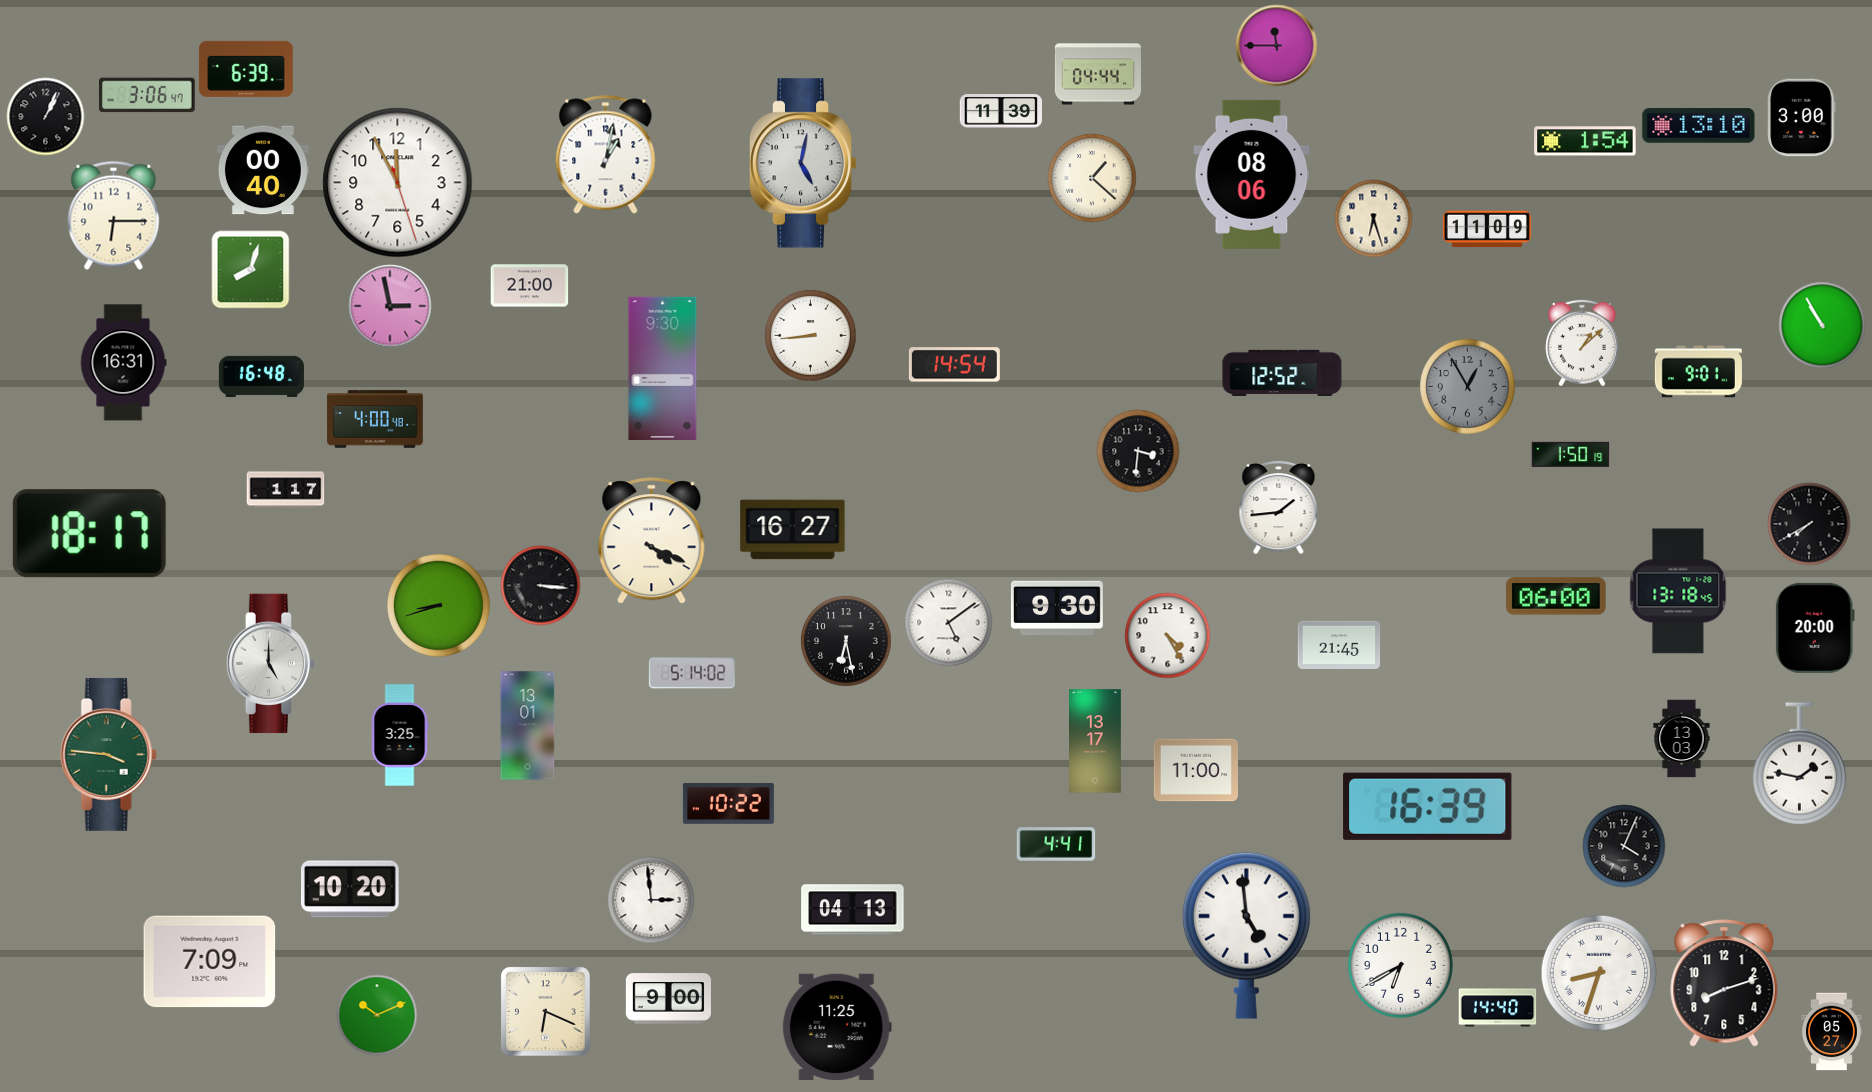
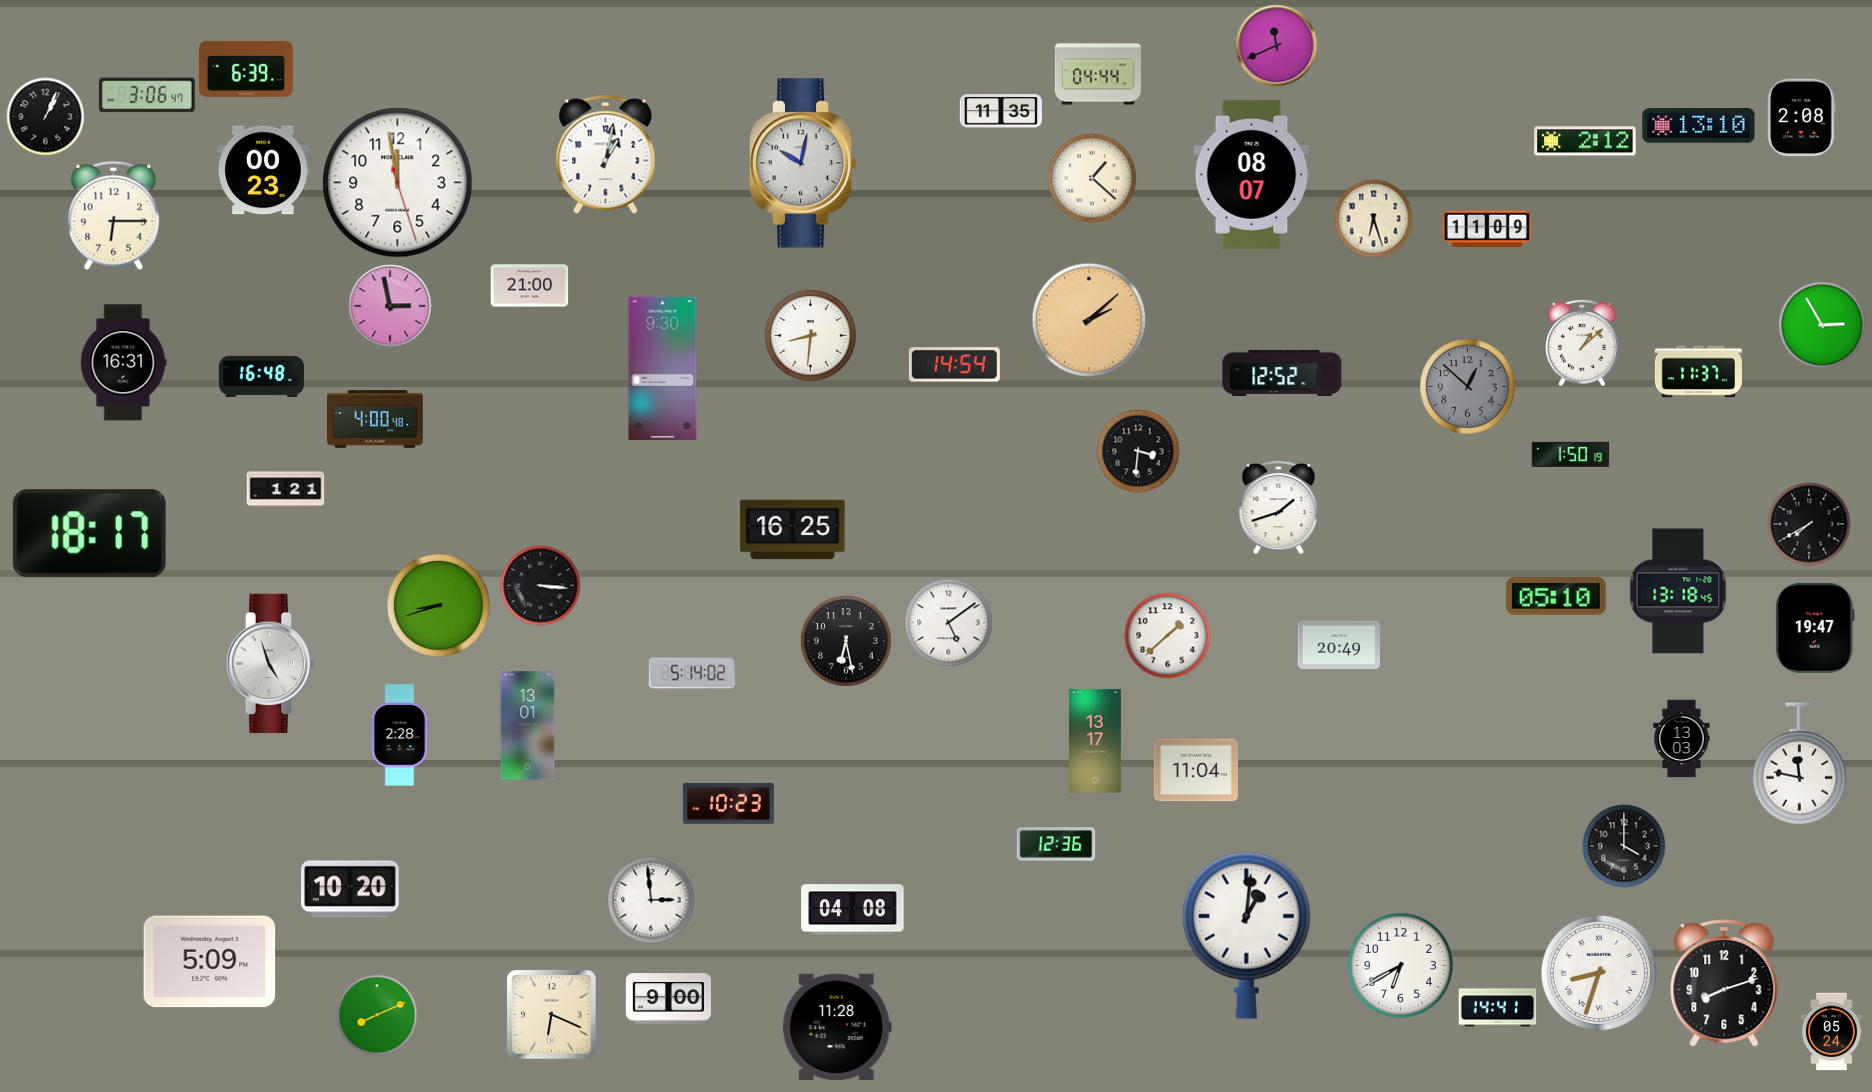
clock at (1276, 45): 11:45 -> 11:41
clock at (1000, 111): 11:39 -> 11:35
clock at (1802, 117): 3:00 -> 2:08
clock at (1585, 141): 1:54 -> 2:12
clock at (803, 163): 5:02 -> 10:02
clock at (263, 170): 00:40 -> 00:23
clock at (1252, 174): 08:06 -> 08:07
clock at (398, 183): 11:55 -> 11:58
clock at (250, 269): 8:03 -> none
clock at (1088, 319): none -> 2:08
clock at (1822, 325): 10:55 -> 2:55
clock at (810, 335): 8:44 -> 8:31
clock at (1698, 372): 9:01 -> 11:37
clock at (1467, 386): 12:55 -> 12:52
clock at (285, 490): 1:17 -> 1:21
clock at (1279, 507): 1:44 -> 1:42
clock at (793, 530): 16:27 -> 16:25
clock at (652, 541): 4:19 -> none
clock at (1556, 596): 06:00 -> 05:10
clock at (1057, 608): 9:30 -> none
clock at (1815, 628): 20:00 -> 19:47
clock at (1167, 635): 4:25 -> 1:38
clock at (1339, 644): 21:45 -> 20:49
clock at (271, 664): 5:00 -> 4:57
clock at (400, 735): 3:25 -> 2:28
clock at (108, 754): 3:46 -> none
clock at (1800, 764): 1:47 -> 11:47
clock at (1195, 770): 11:00 -> 11:04
clock at (728, 803): 10:22 -> 10:23
clock at (1428, 806): 16:39 -> none
clock at (1056, 844): 4:41 -> 12:36
clock at (1624, 846): 4:04 -> 4:00
clock at (853, 910): 04:13 -> 04:08
clock at (1246, 935): 4:59 -> 1:01
clock at (210, 962): 7:09 -> 5:09
clock at (1497, 1008): 14:40 -> 14:41
clock at (545, 1011) position: (545, 1011) -> (551, 1014)
clock at (377, 1015): 10:11 -> 8:11
clock at (837, 1026): 11:25 -> 11:28
clock at (1831, 1031): 05:27 -> 05:24
